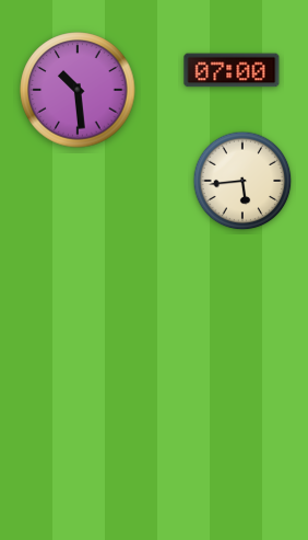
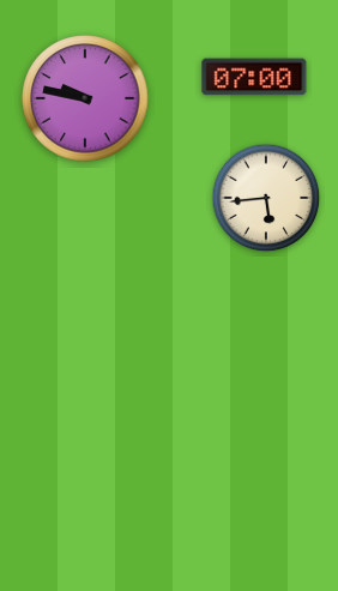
clock at (78, 90): 10:29 -> 9:47
